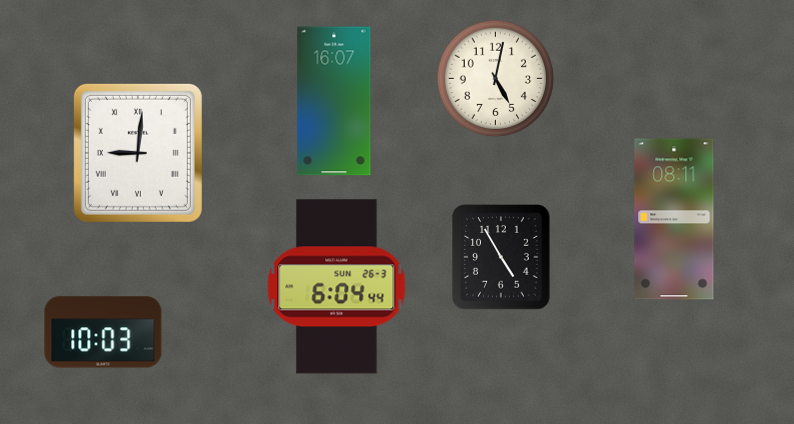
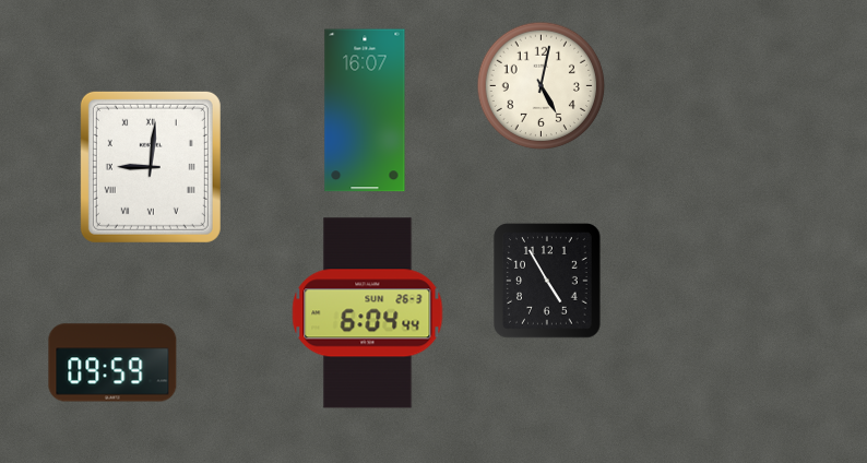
clock at (674, 219): 08:11 -> none
clock at (103, 332): 10:03 -> 09:59
